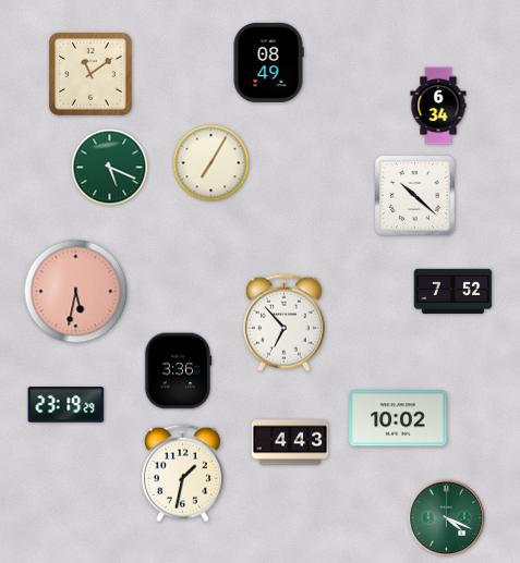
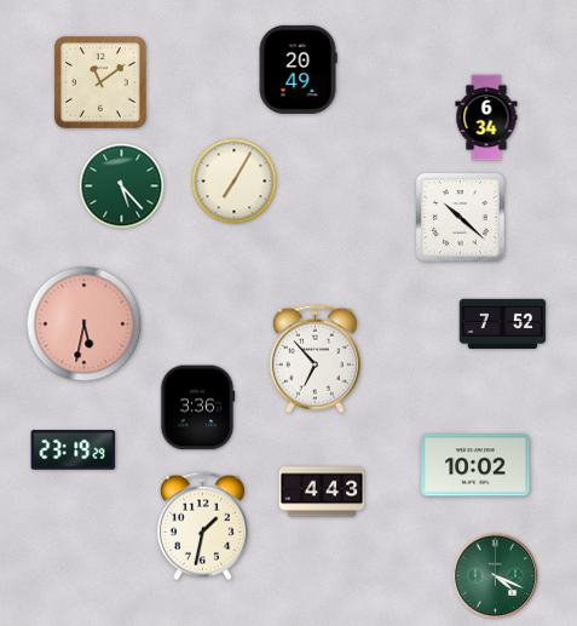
clock at (268, 62): 08:49 -> 20:49
clock at (110, 168): 5:19 -> 5:23
clock at (178, 371) position: (178, 371) -> (197, 408)
clock at (398, 418) position: (398, 418) -> (475, 465)
